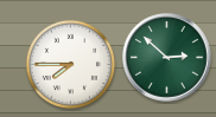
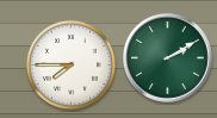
clock at (167, 58): 2:52 -> 2:10
